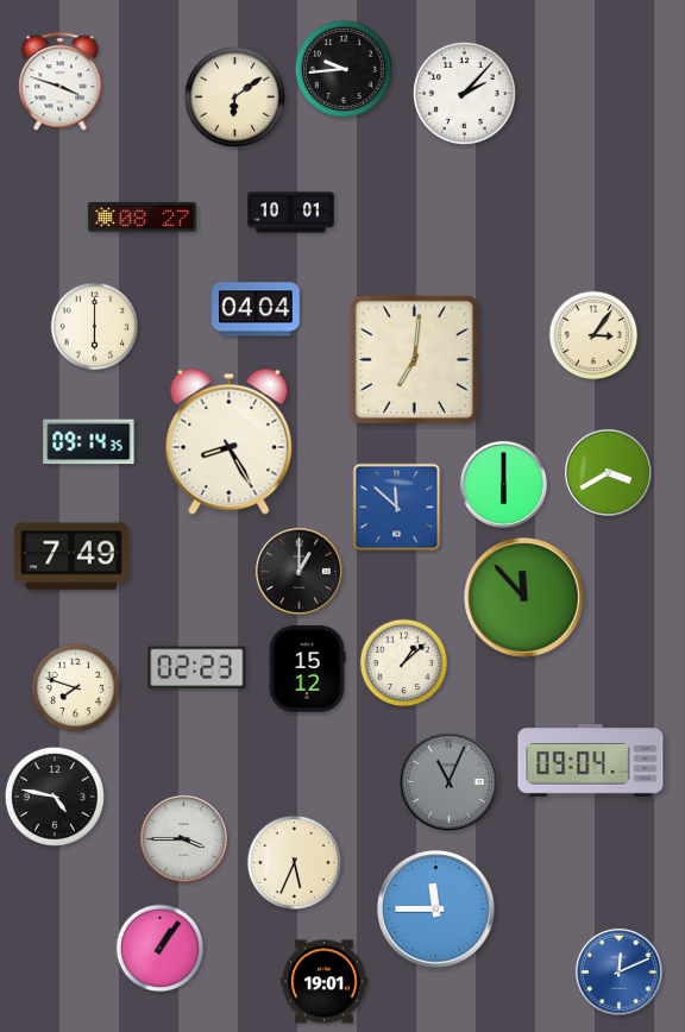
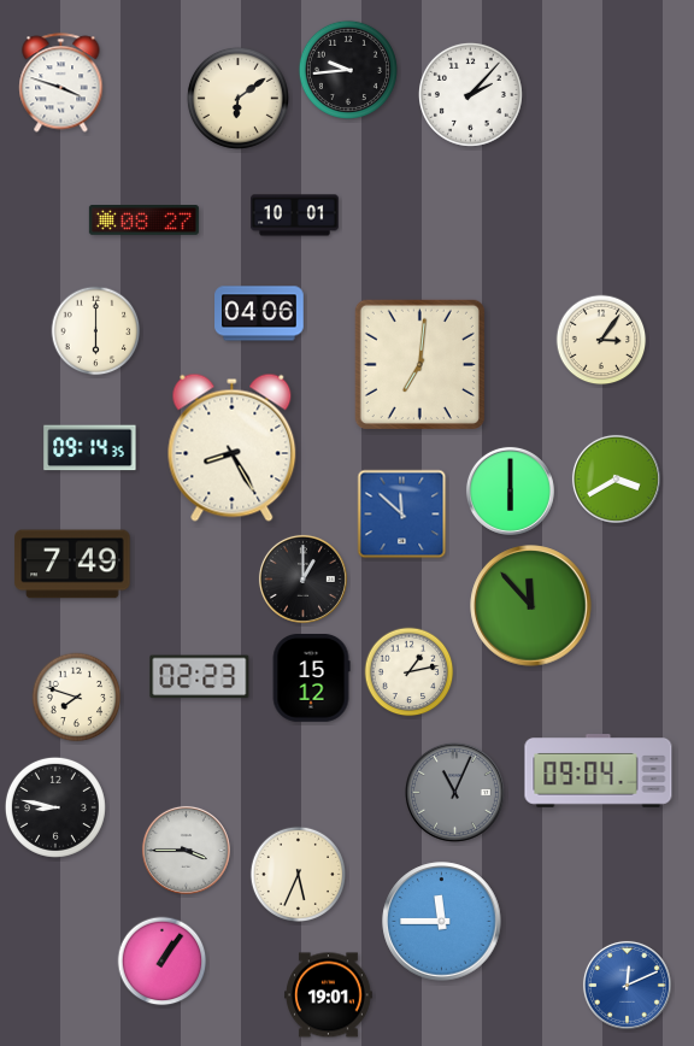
clock at (256, 309): 04:04 -> 04:06
clock at (404, 663): 1:08 -> 1:13
clock at (55, 797): 4:47 -> 8:47
